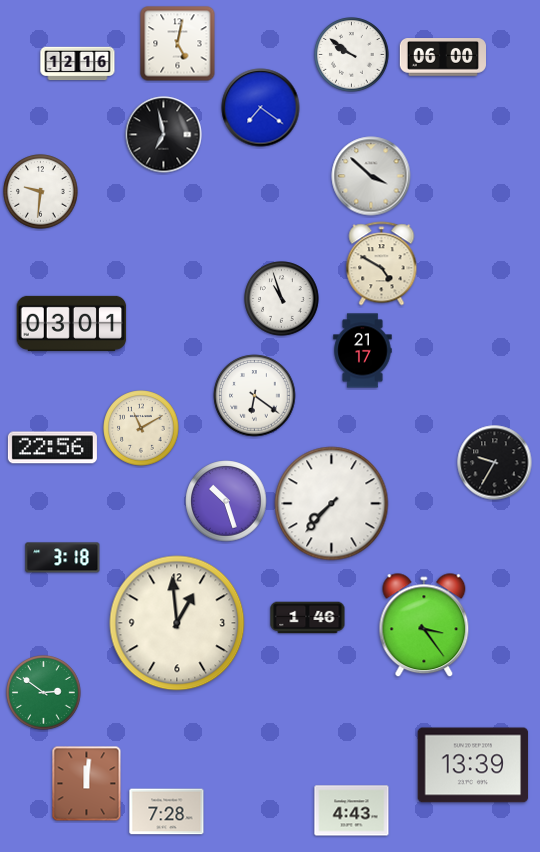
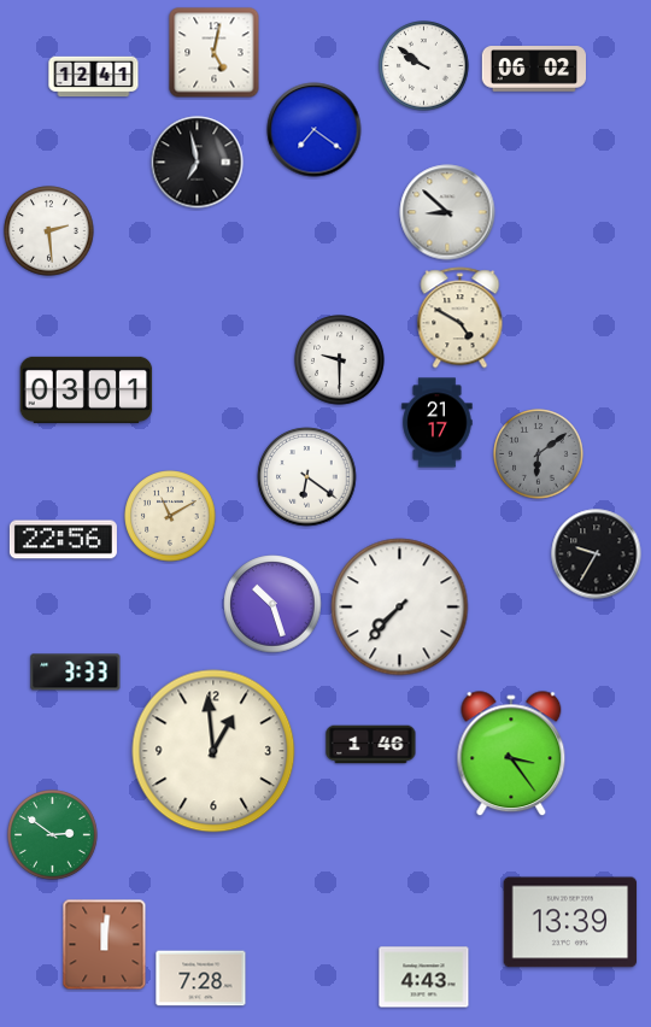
clock at (442, 57): 06:00 -> 06:02
clock at (78, 64): 12:16 -> 12:41
clock at (371, 176): 3:52 -> 8:52
clock at (41, 192): 9:31 -> 2:29
clock at (282, 299): 10:57 -> 9:30
clock at (539, 454): none -> 6:09
clock at (495, 463) position: (495, 463) -> (597, 554)
clock at (63, 558): 3:18 -> 3:33
